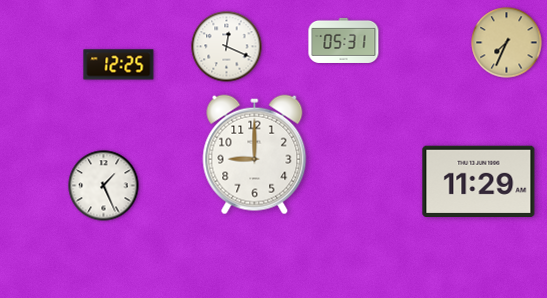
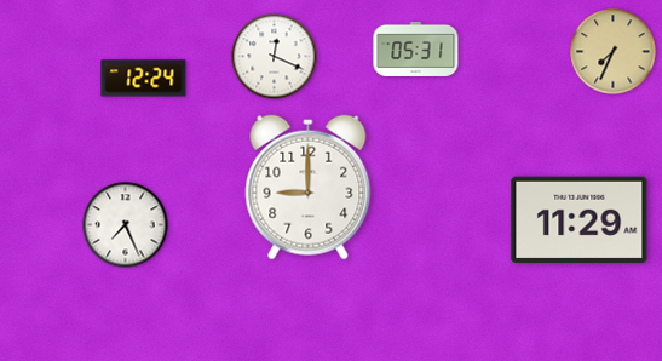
clock at (119, 65): 12:25 -> 12:24
clock at (104, 186): 1:26 -> 7:26
